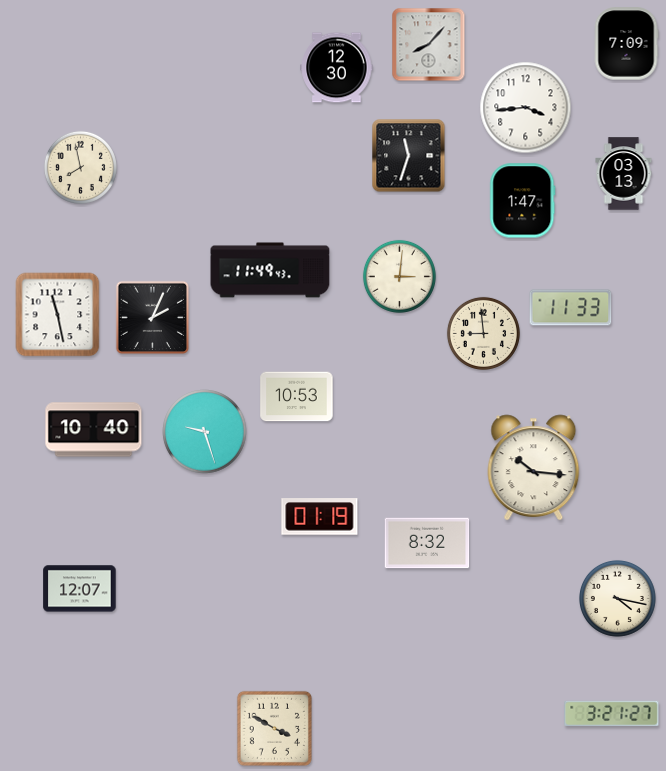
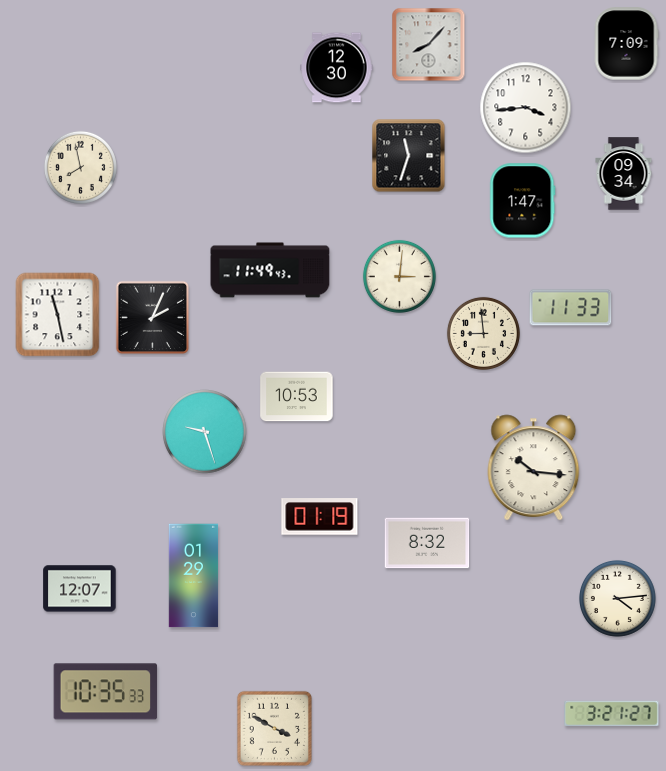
clock at (624, 174): 03:13 -> 09:34
clock at (94, 430): 10:40 -> none
clock at (194, 576): none -> 01:29
clock at (617, 598): 4:17 -> 4:14
clock at (106, 692): none -> 10:35
